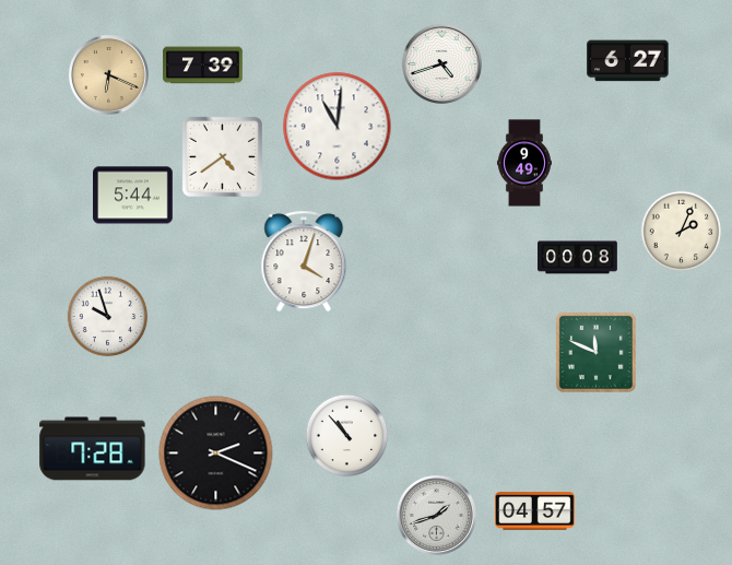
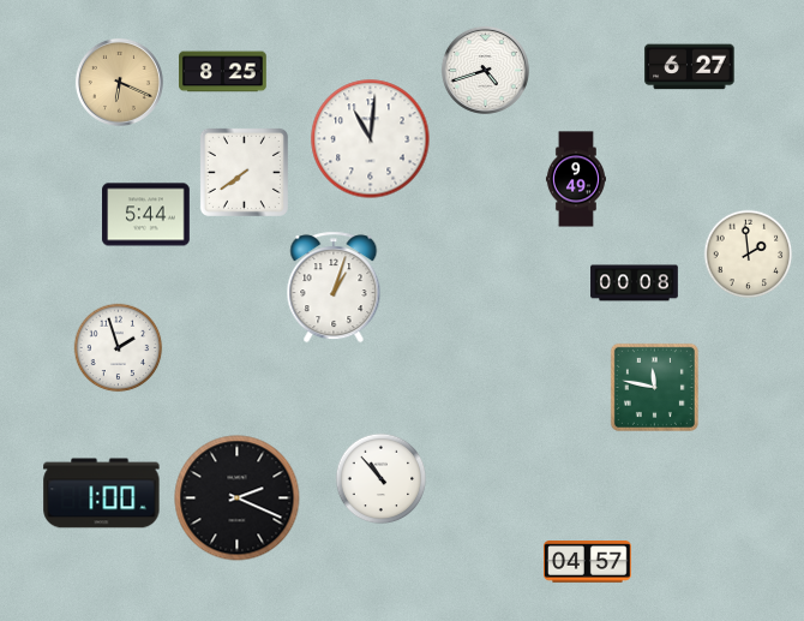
clock at (203, 66): 7:39 -> 8:25
clock at (222, 156): 4:39 -> 7:39
clock at (682, 232): 2:04 -> 1:59
clock at (304, 261): 4:03 -> 1:03
clock at (108, 317): 9:57 -> 1:57
clock at (595, 352): 11:49 -> 11:47
clock at (93, 449): 7:28 -> 1:00
clock at (436, 515): 1:42 -> none
